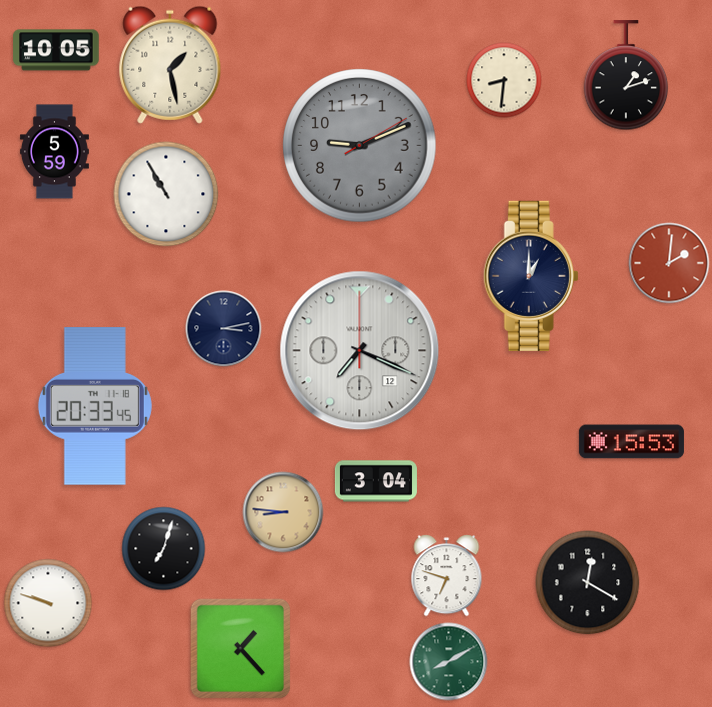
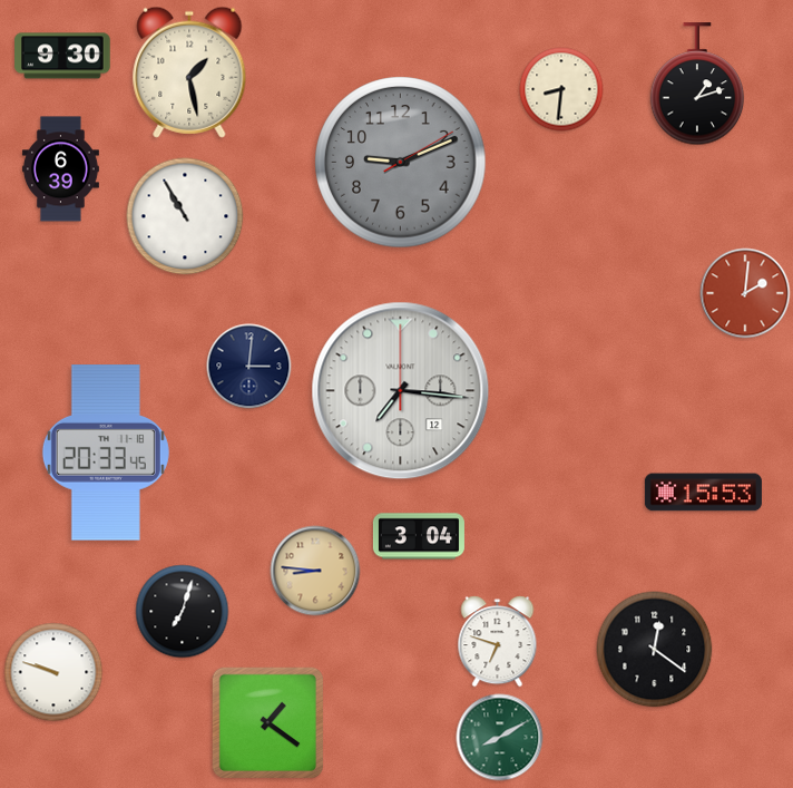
clock at (56, 50): 10:05 -> 9:30
clock at (54, 152): 5:59 -> 6:39
clock at (531, 276): 1:00 -> none
clock at (224, 329): 3:13 -> 3:01
clock at (360, 351): 7:19 -> 7:16
clock at (588, 583): 12:20 -> 12:21
clock at (240, 648): 1:23 -> 1:21
